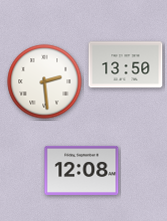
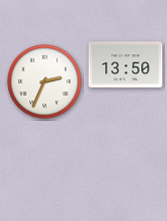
clock at (45, 82): 2:29 -> 2:34
clock at (82, 170): 12:08 -> none
